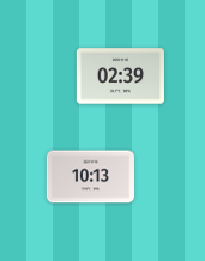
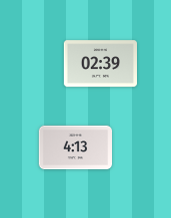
clock at (90, 177): 10:13 -> 4:13
